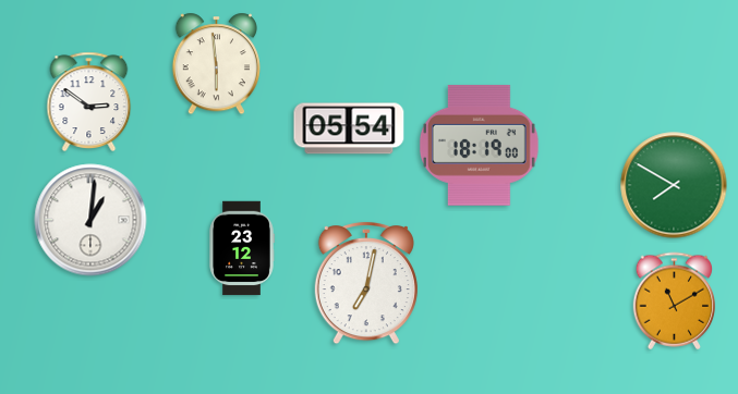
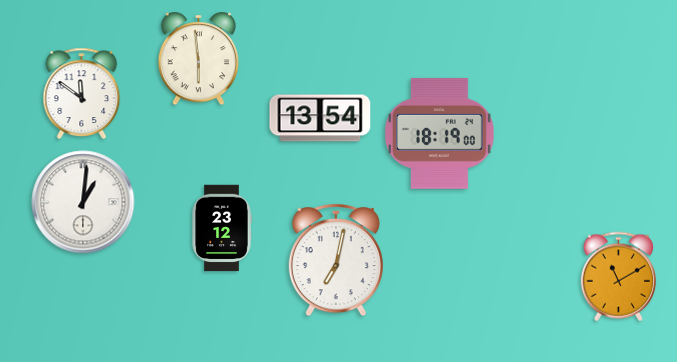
clock at (89, 101): 2:51 -> 11:51
clock at (349, 128): 05:54 -> 13:54
clock at (674, 185): 7:50 -> none
